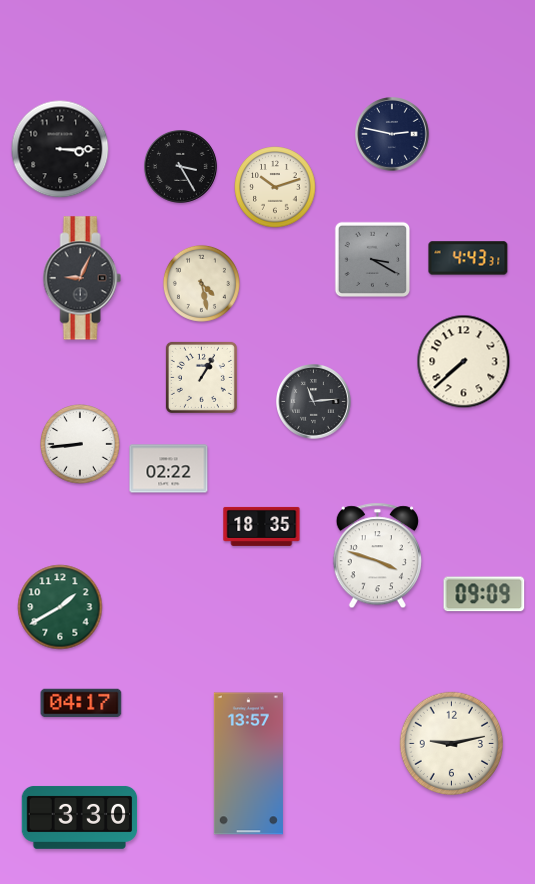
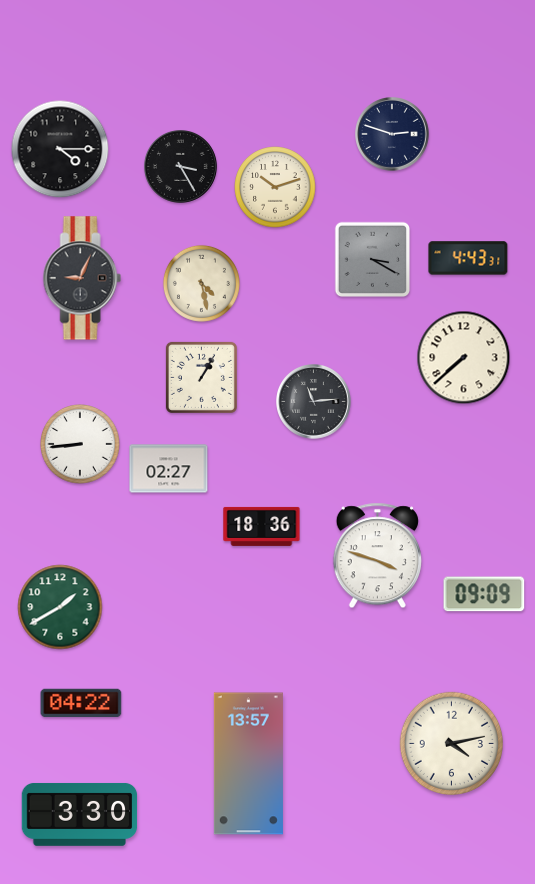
clock at (393, 135): 2:47 -> 2:48
clock at (60, 149): 3:15 -> 4:15
clock at (464, 362) position: (464, 362) -> (464, 358)
clock at (169, 469): 02:22 -> 02:27
clock at (262, 526): 18:35 -> 18:36
clock at (81, 703): 04:17 -> 04:22
clock at (451, 743): 9:13 -> 4:13
clock at (80, 817) position: (80, 817) -> (80, 814)
